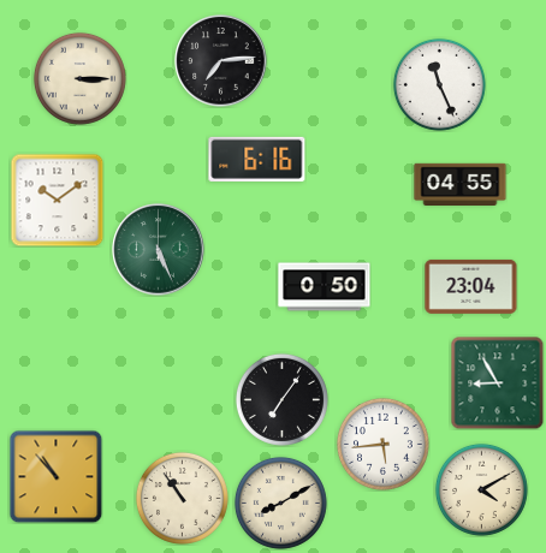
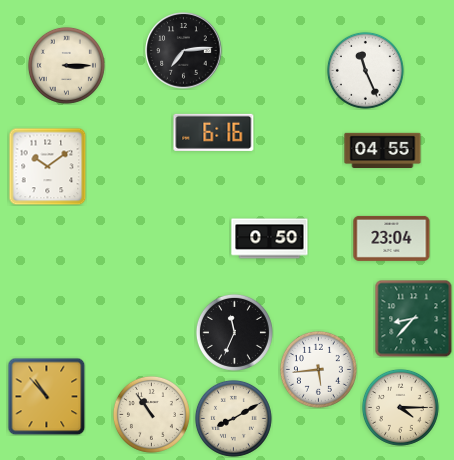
clock at (461, 185) position: (461, 185) -> (383, 151)
clock at (159, 250): 5:26 -> none
clock at (497, 382): 8:55 -> 8:37
clock at (281, 399): 7:06 -> 11:34
clock at (481, 489): 4:10 -> 4:15
